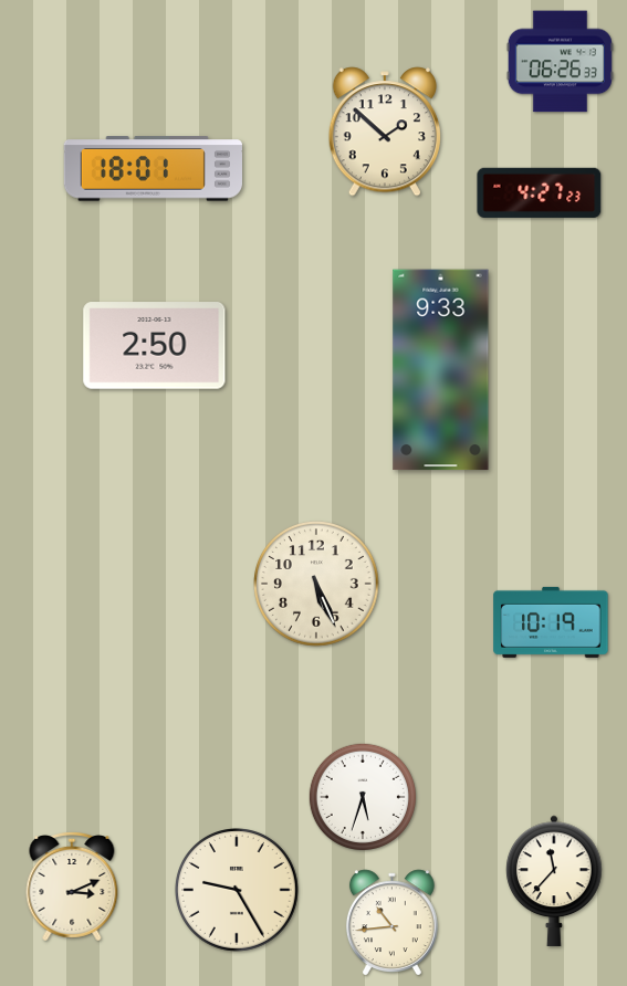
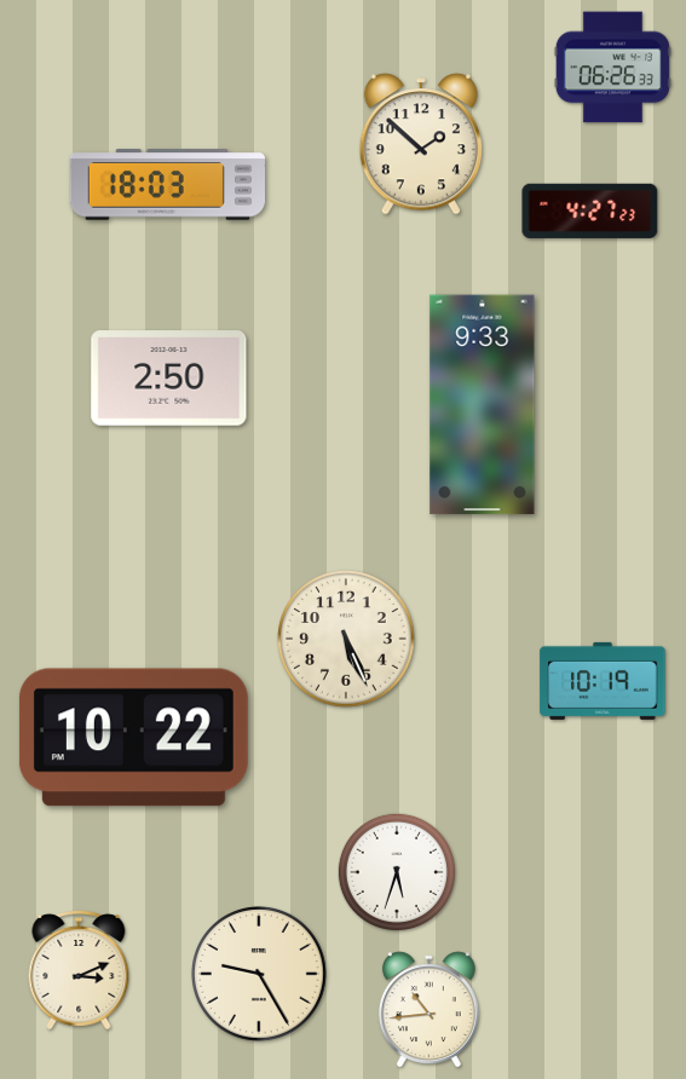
clock at (153, 169): 18:01 -> 18:03
clock at (133, 738): none -> 10:22
clock at (554, 881): 11:37 -> none
